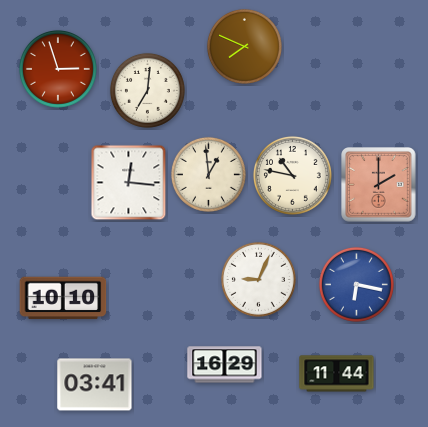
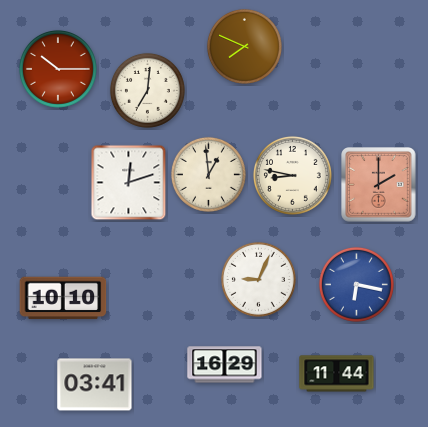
clock at (58, 69): 2:57 -> 10:15
clock at (292, 175): 10:47 -> 8:47
clock at (129, 183): 12:16 -> 12:12
